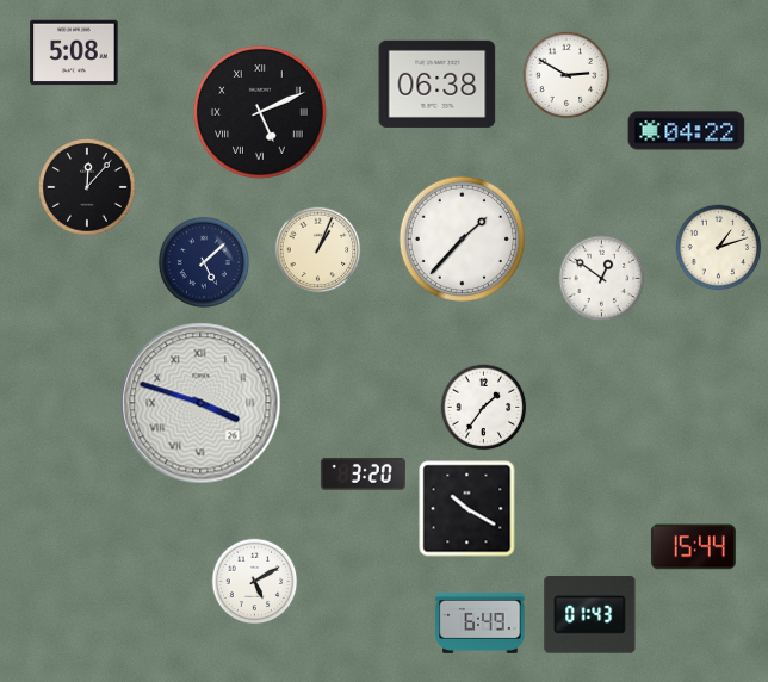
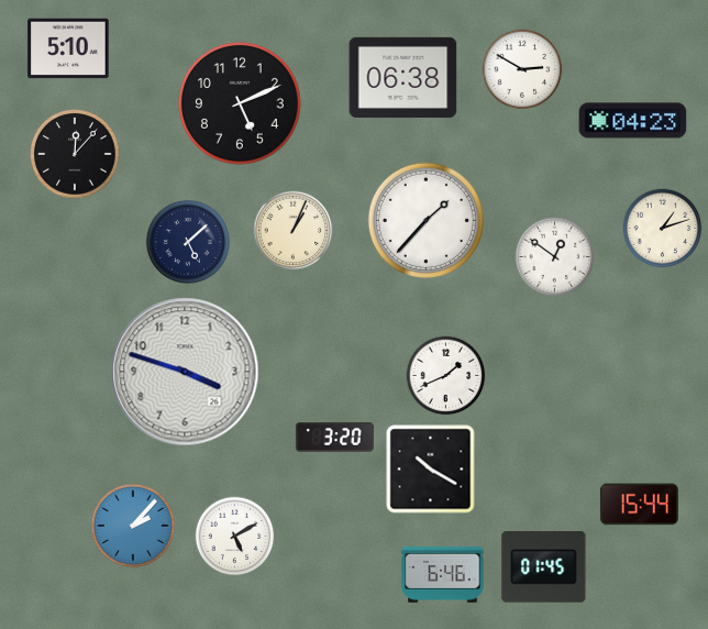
clock at (74, 52): 5:08 -> 5:10
clock at (261, 113) numerals: Roman -> Arabic
clock at (687, 131): 04:22 -> 04:23
clock at (87, 187) position: (87, 187) -> (75, 154)
clock at (200, 403) numerals: Roman -> Arabic
clock at (484, 408): 1:36 -> 1:41
clock at (133, 526): none -> 2:07
clock at (590, 615): 01:43 -> 01:45
clock at (481, 624): 6:49 -> 6:46
